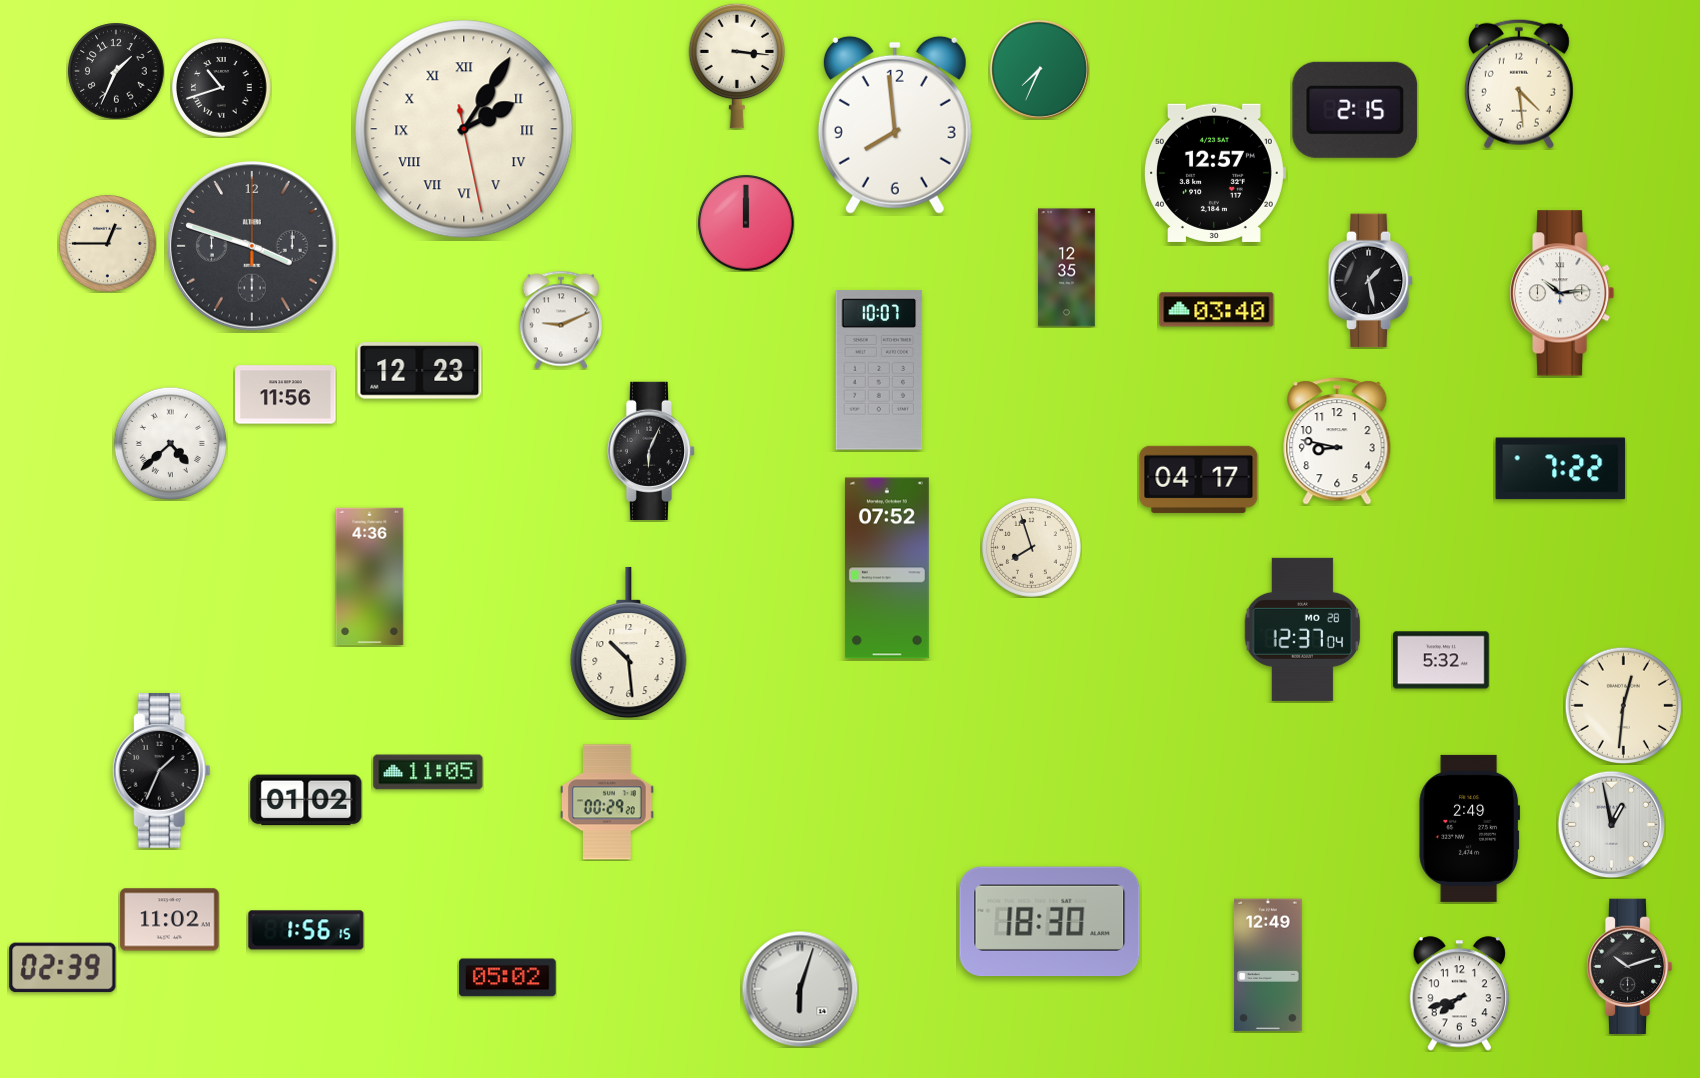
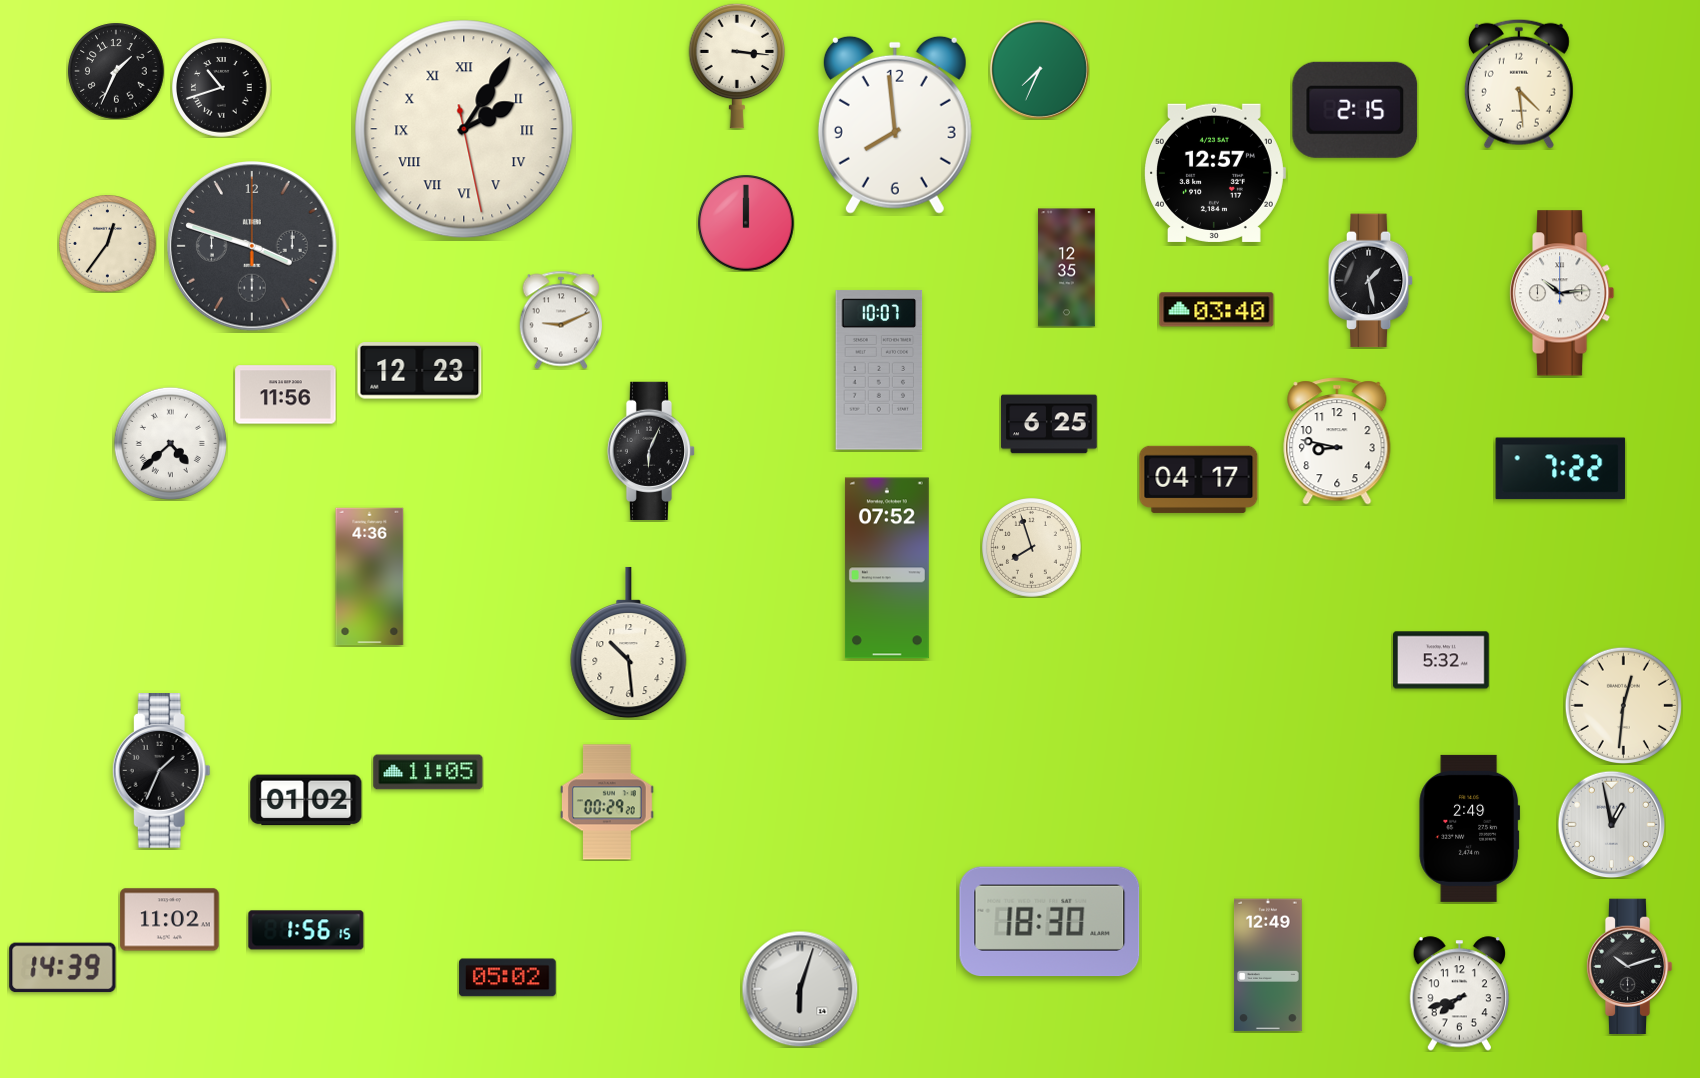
clock at (108, 244): 12:45 -> 12:36
clock at (1049, 424): none -> 6:25
clock at (1303, 629): 12:37 -> none
clock at (63, 968): 02:39 -> 14:39
